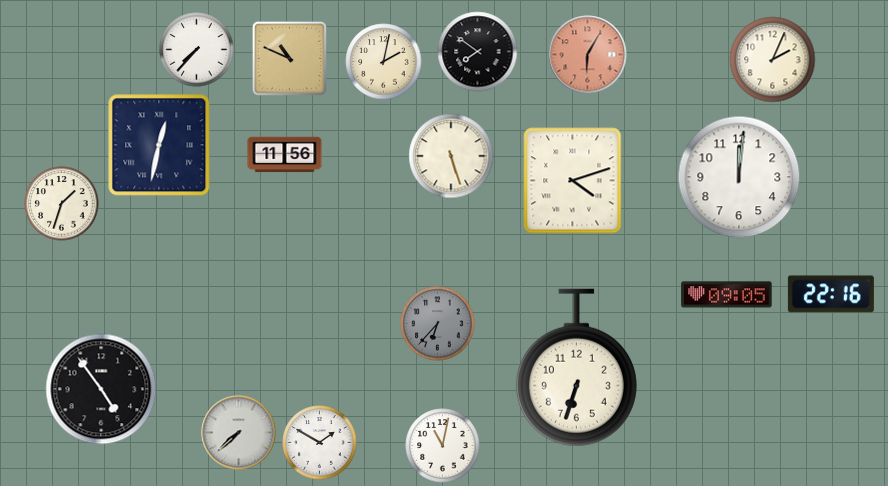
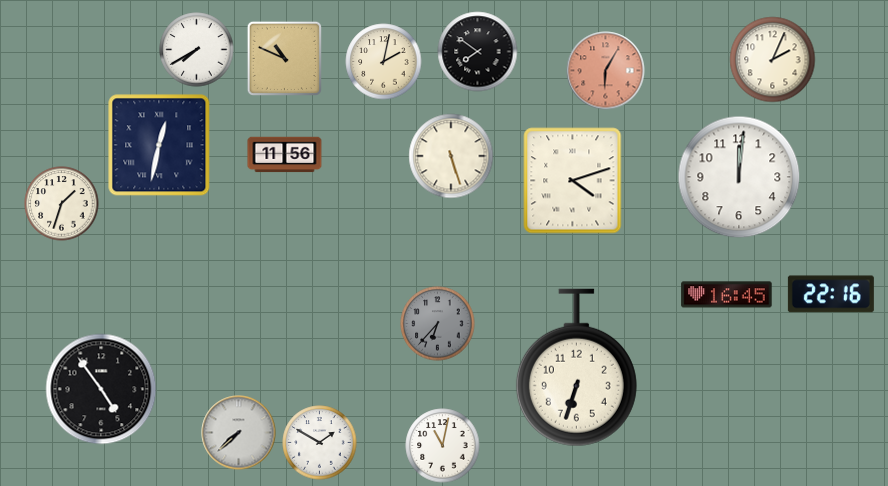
clock at (197, 50): 7:37 -> 7:40
clock at (588, 55) position: (588, 55) -> (606, 71)
clock at (289, 58) position: (289, 58) -> (284, 58)
clock at (727, 295): 09:05 -> 16:45
